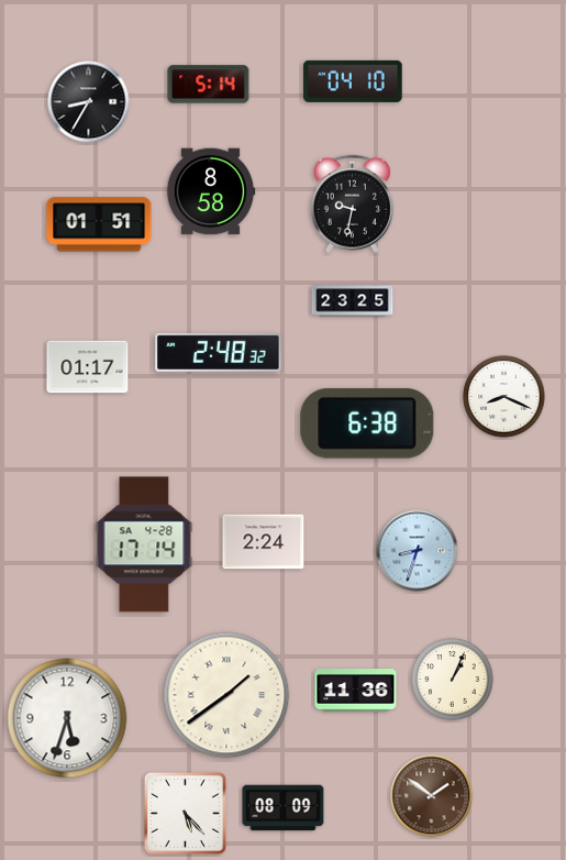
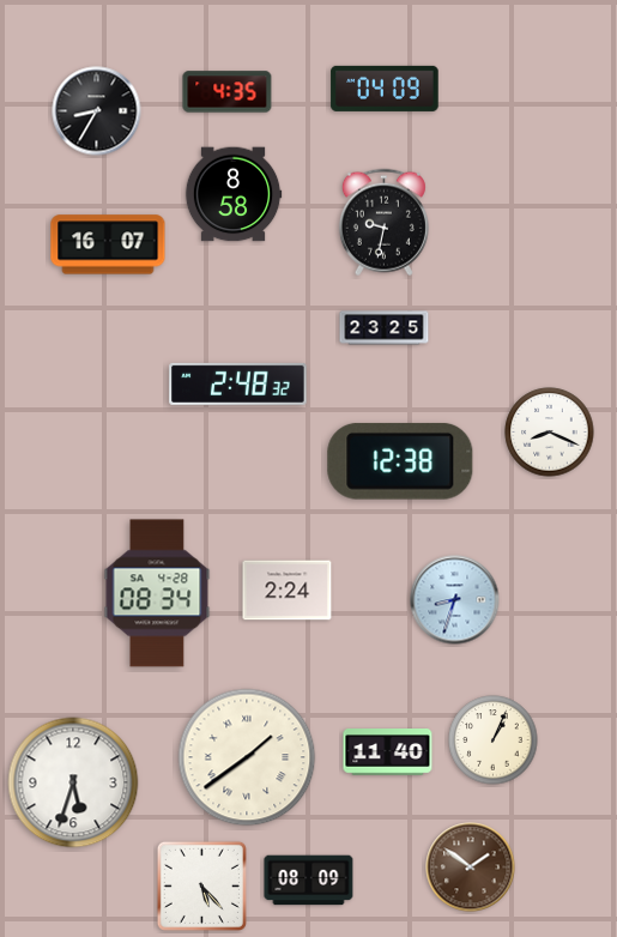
clock at (353, 81): 04:10 -> 04:09
clock at (209, 85): 5:14 -> 4:35
clock at (211, 191) position: (211, 191) -> (234, 194)
clock at (99, 224): 01:51 -> 16:07
clock at (88, 367): 01:17 -> none
clock at (367, 423): 6:38 -> 12:38
clock at (144, 544): 17:14 -> 08:34
clock at (356, 691): 11:36 -> 11:40
